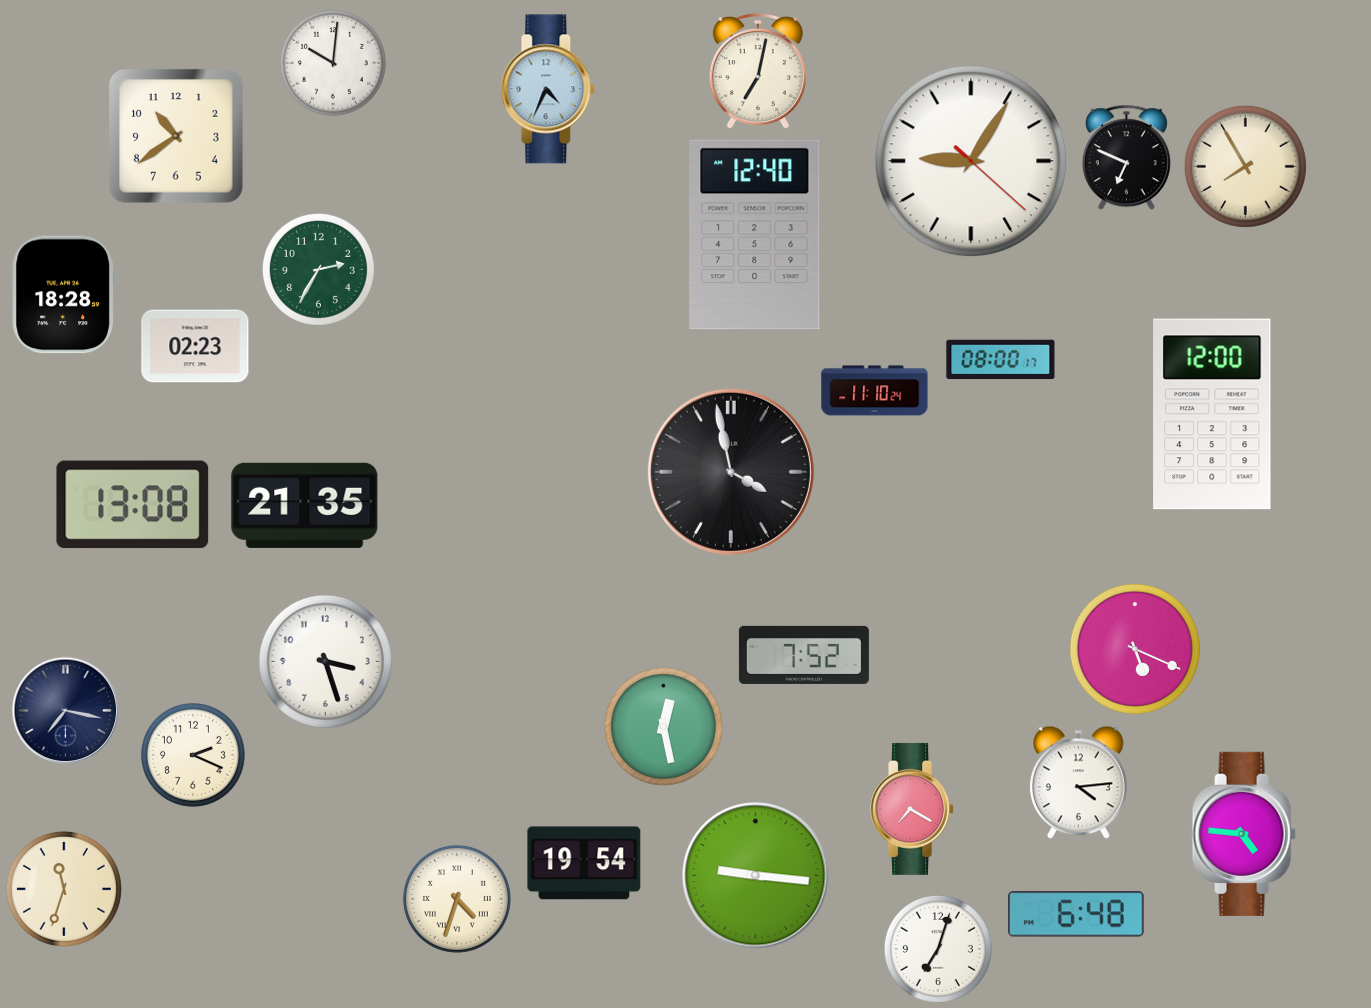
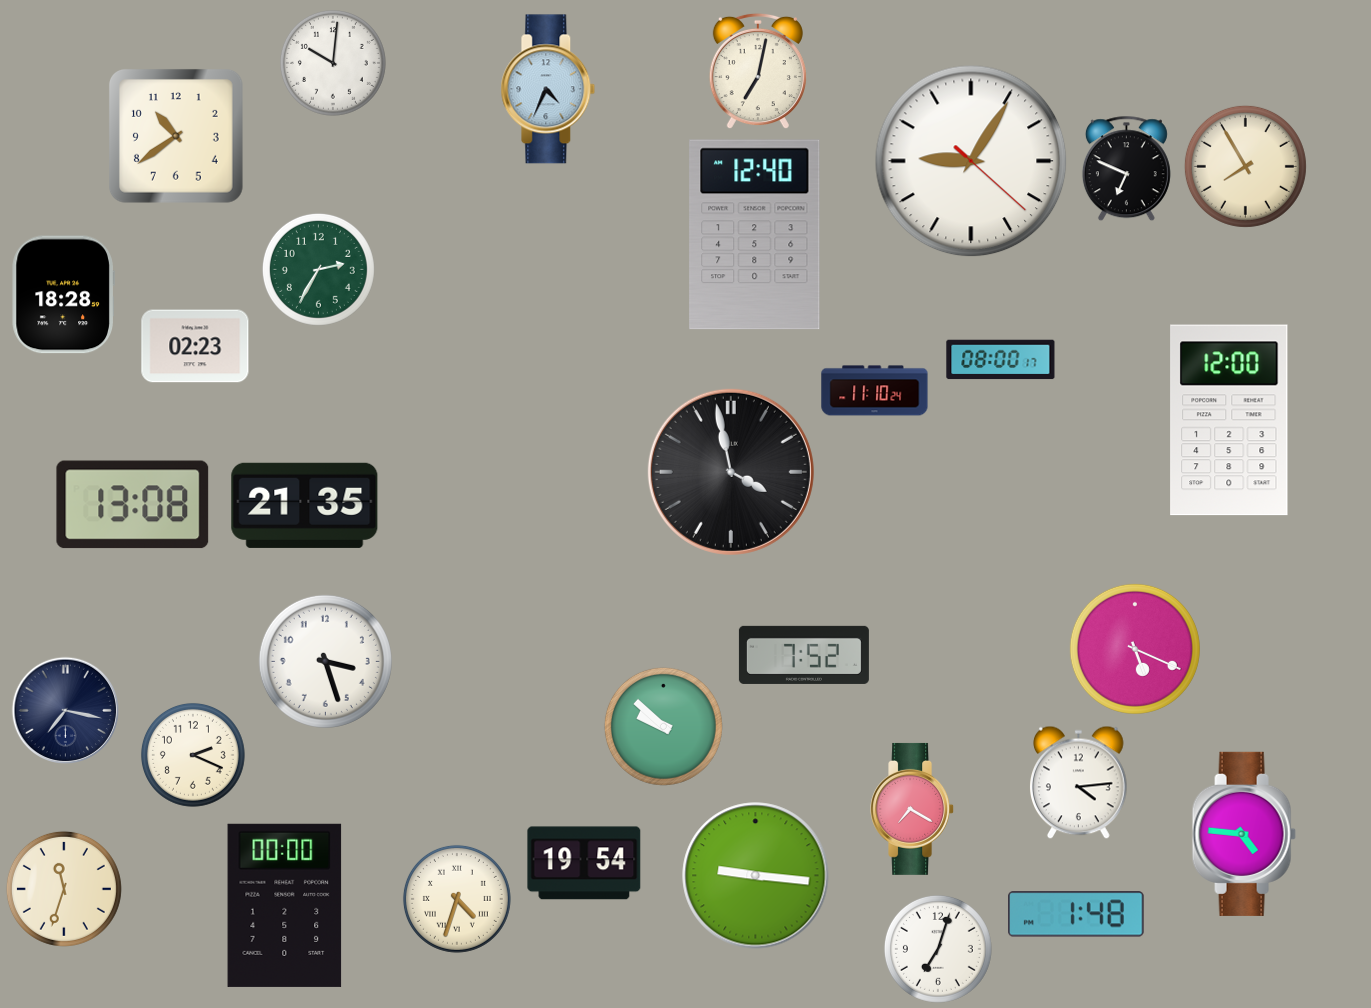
clock at (1126, 158) position: (1126, 158) -> (1126, 169)
clock at (1212, 414) position: (1212, 414) -> (1229, 420)
clock at (663, 726): 12:28 -> 9:52
clock at (285, 905): none -> 00:00
clock at (1077, 914): 6:48 -> 1:48
